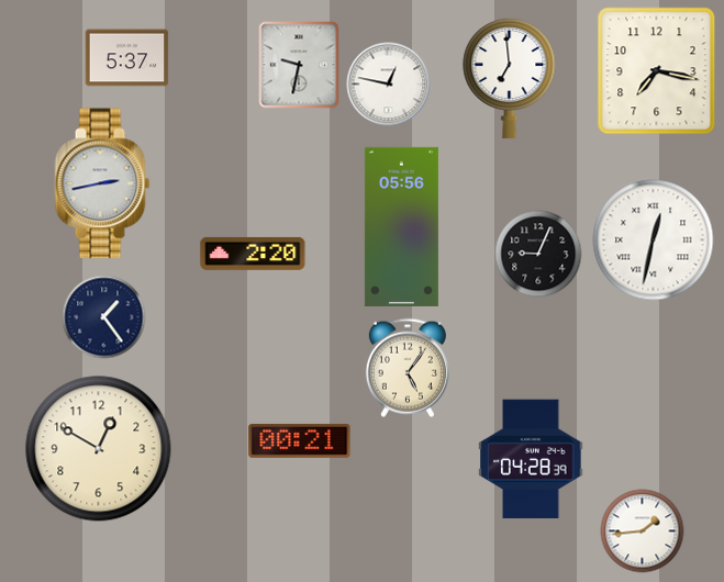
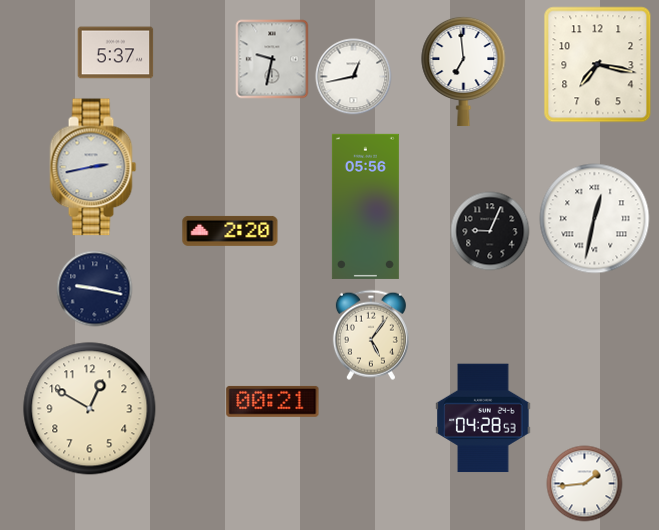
clock at (389, 85): 12:47 -> 12:43
clock at (104, 317): 1:24 -> 9:17
clock at (531, 459): 04:28:39 -> 04:28:53
